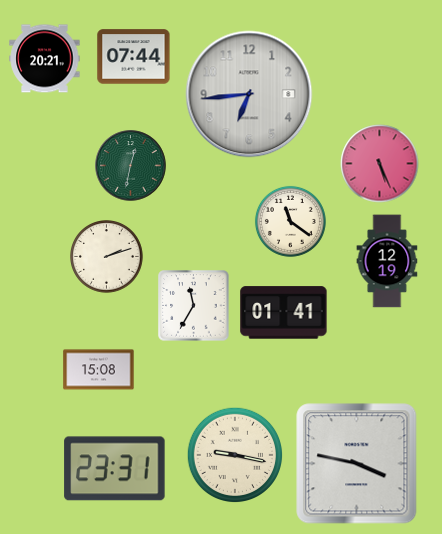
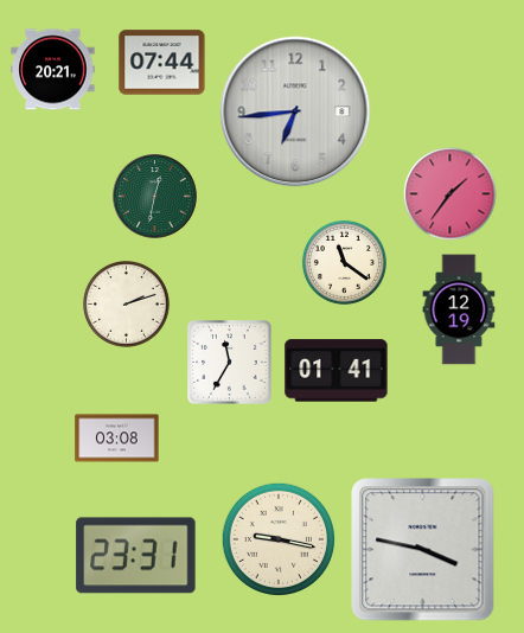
clock at (134, 57) position: (134, 57) -> (162, 63)
clock at (380, 164): 5:26 -> 1:36
clock at (99, 370): 15:08 -> 03:08
